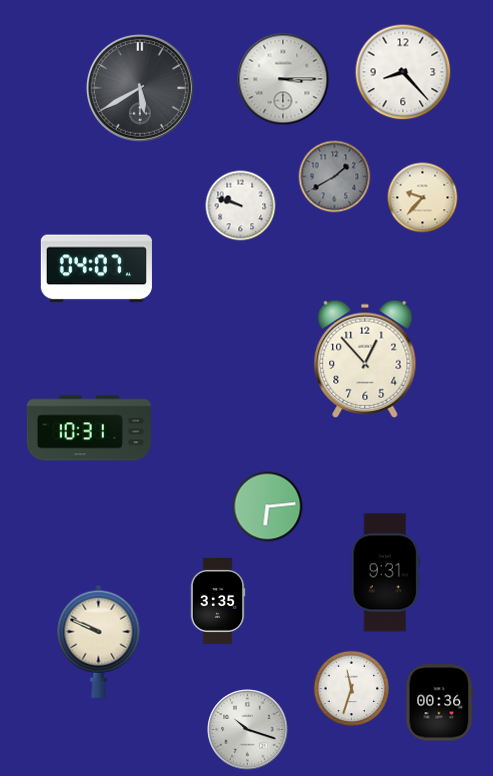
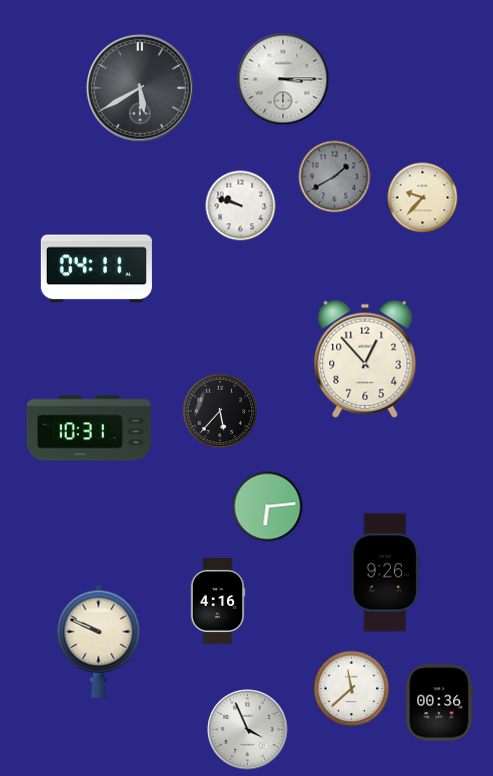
clock at (403, 72): 8:23 -> none
clock at (96, 269): 04:07 -> 04:11
clock at (220, 411): none -> 5:37
clock at (386, 573): 9:31 -> 9:26
clock at (218, 601): 3:35 -> 4:16
clock at (352, 689): 11:33 -> 11:38
clock at (248, 730): 10:18 -> 3:56
